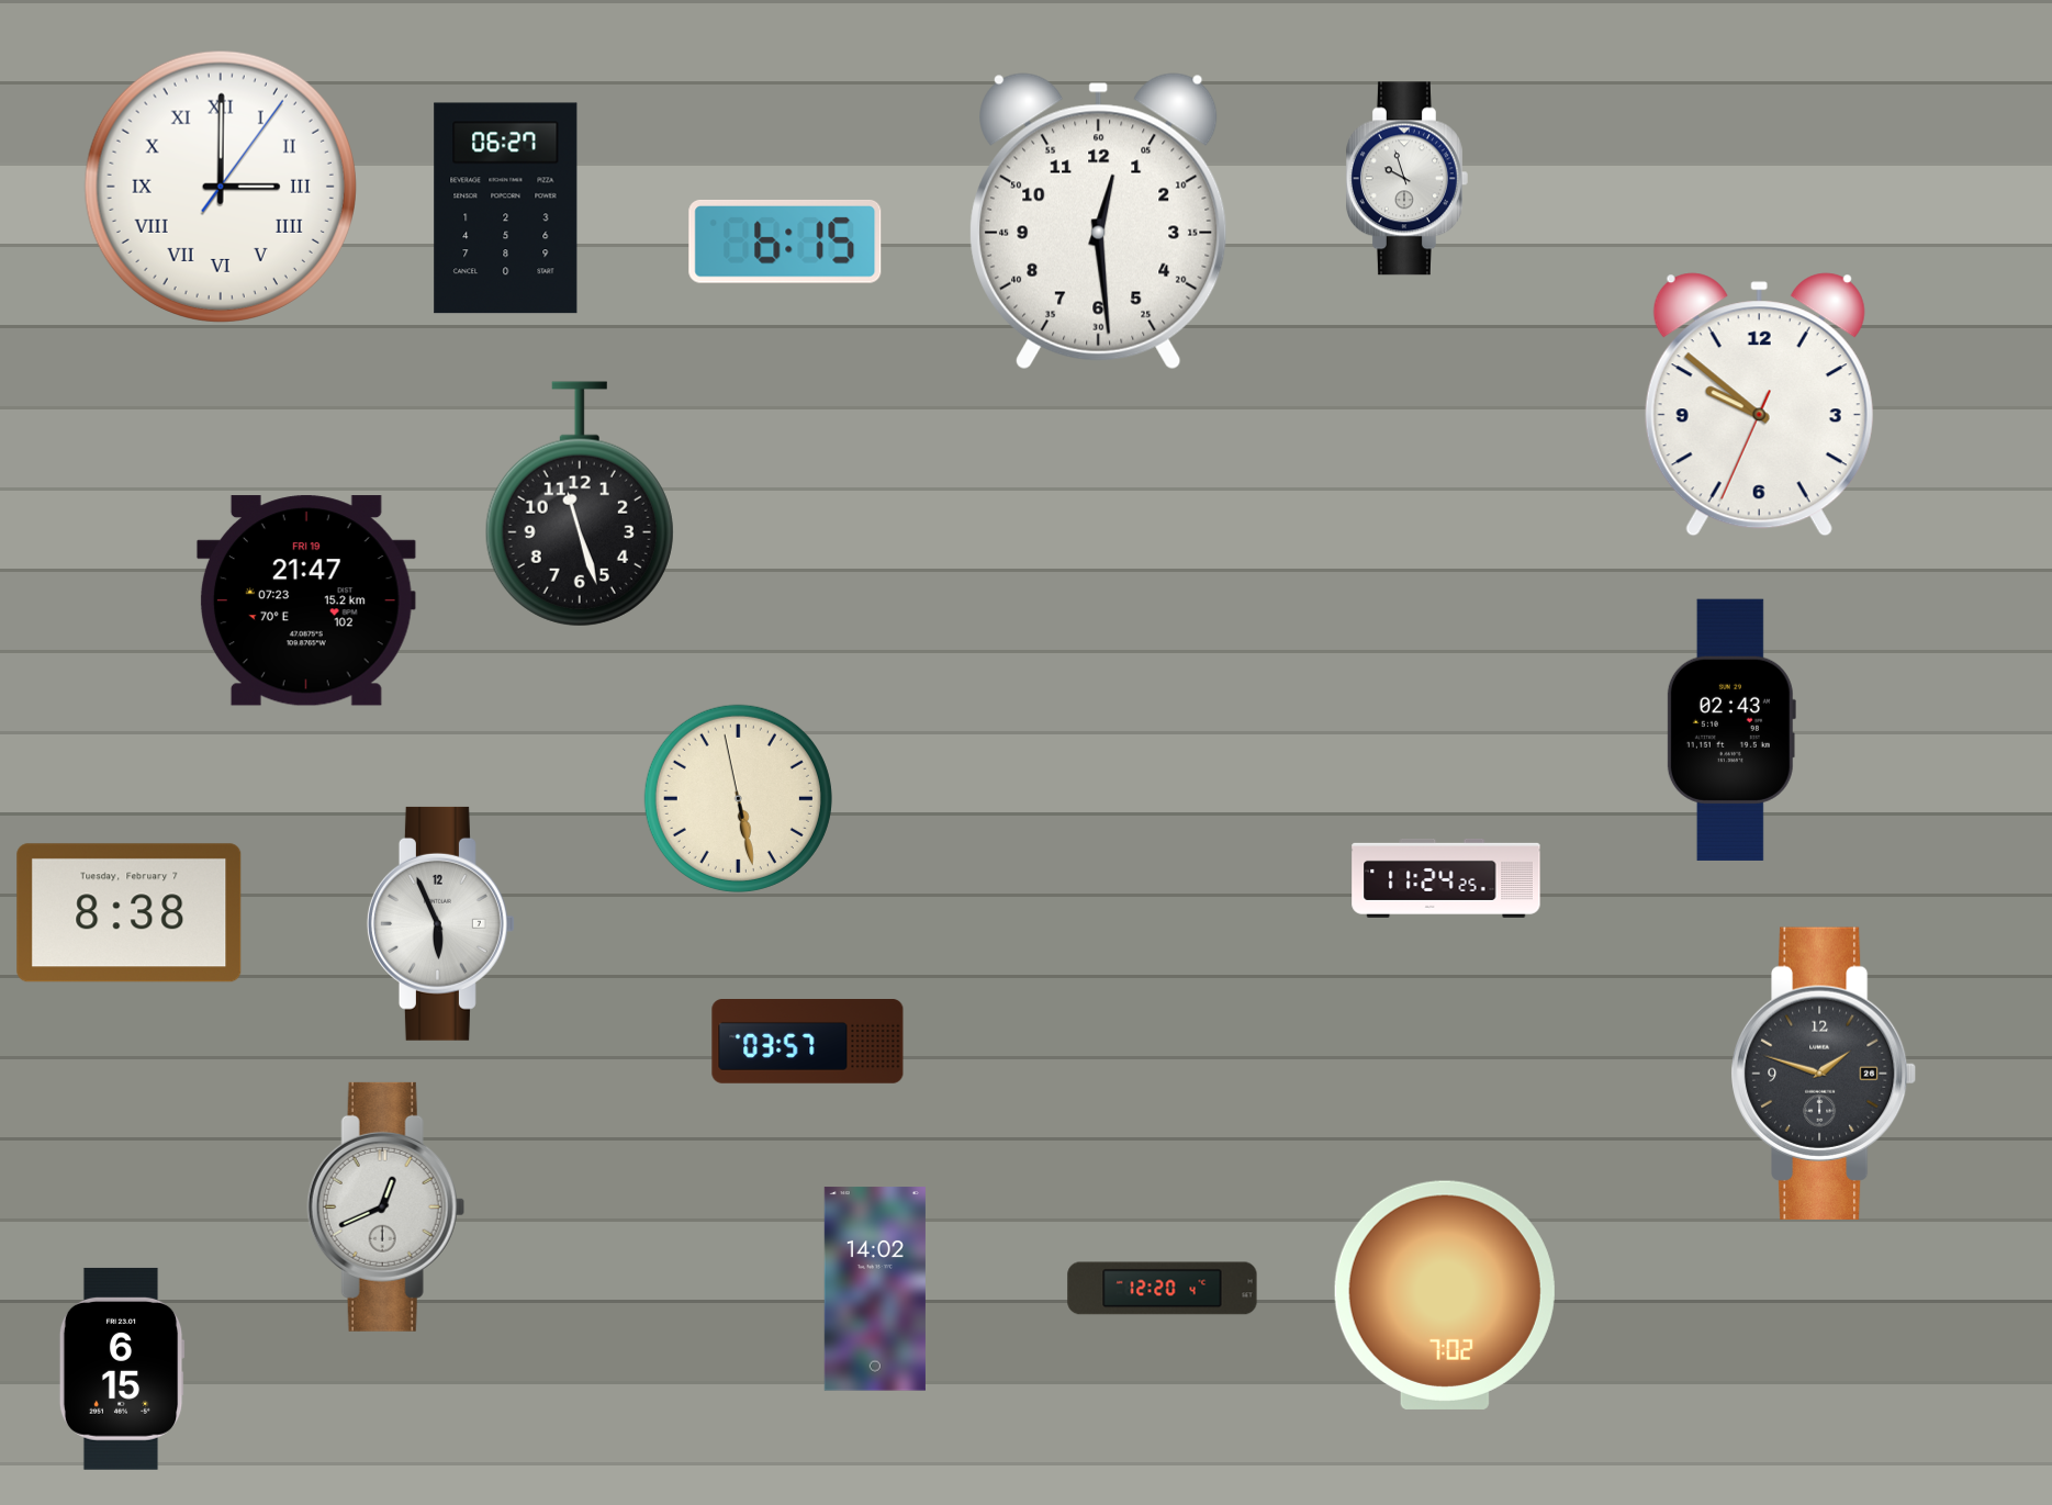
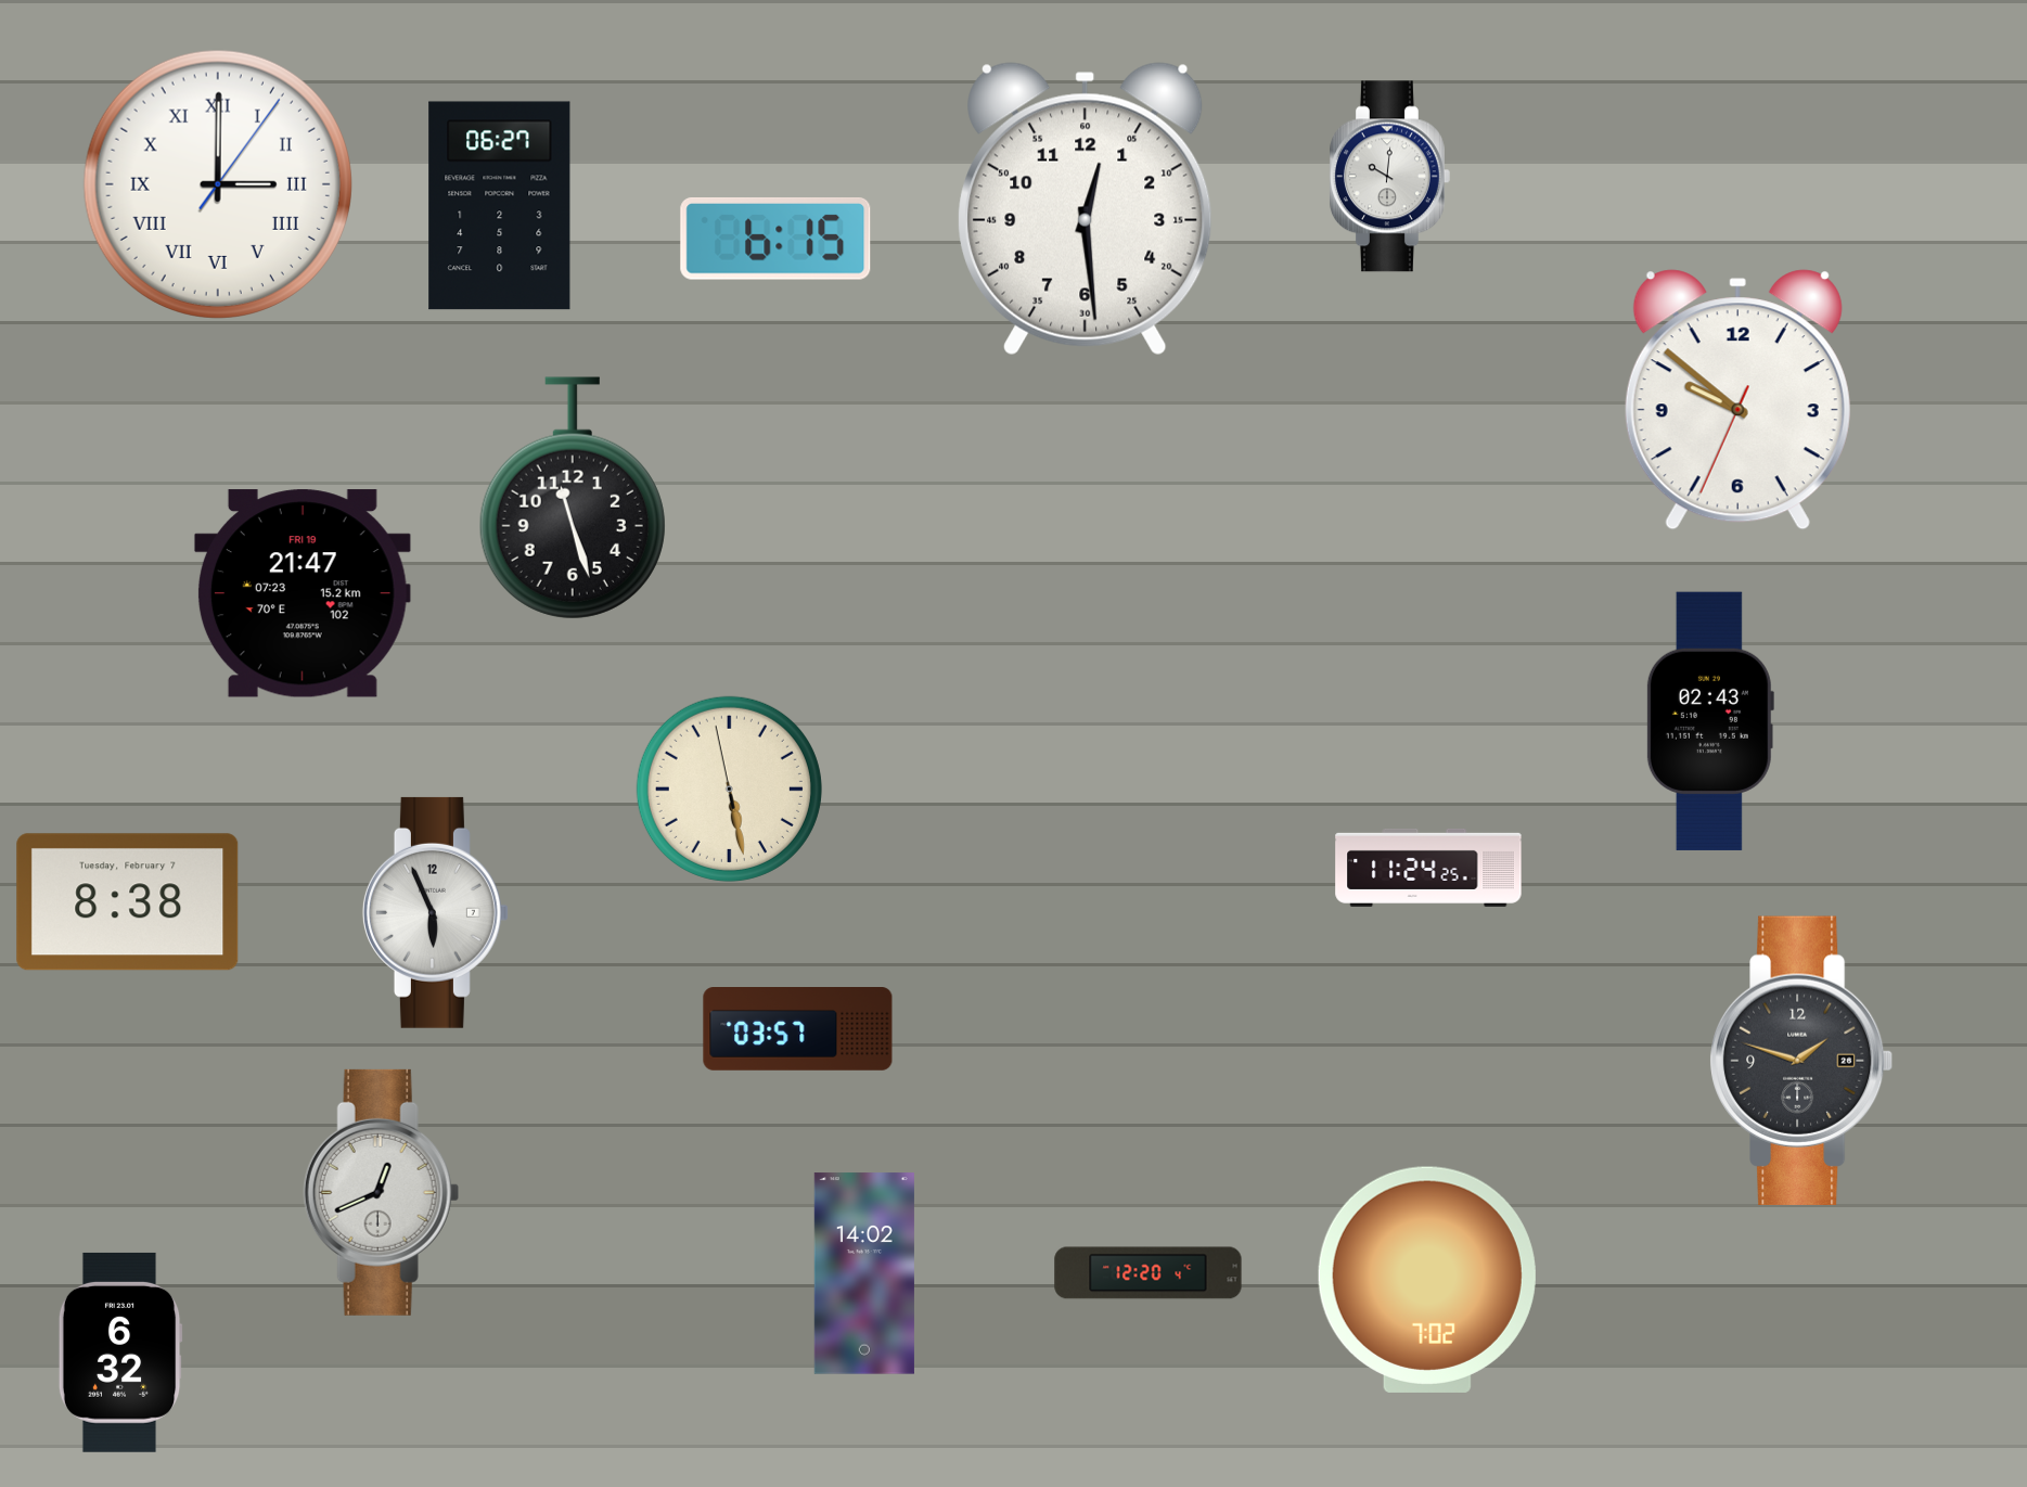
clock at (1406, 179): 9:57 -> 10:01
clock at (1099, 222) position: (1099, 222) -> (1086, 209)
clock at (122, 1369): 6:15 -> 6:32
